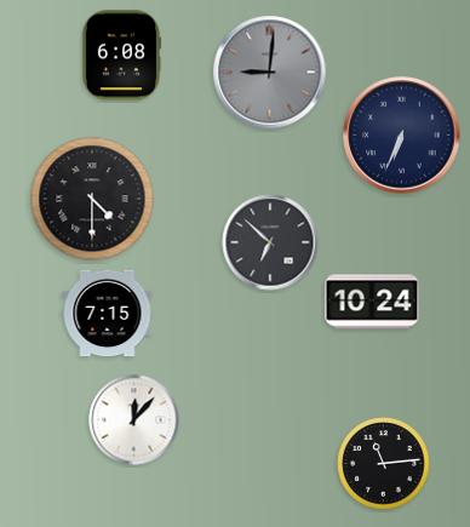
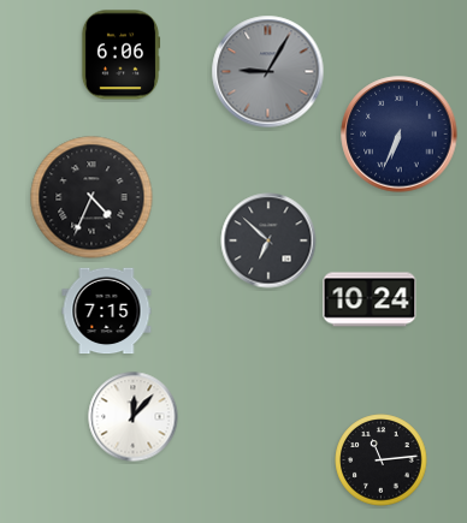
clock at (121, 56): 6:08 -> 6:06
clock at (270, 73): 9:01 -> 9:05
clock at (92, 199): 4:30 -> 4:34
